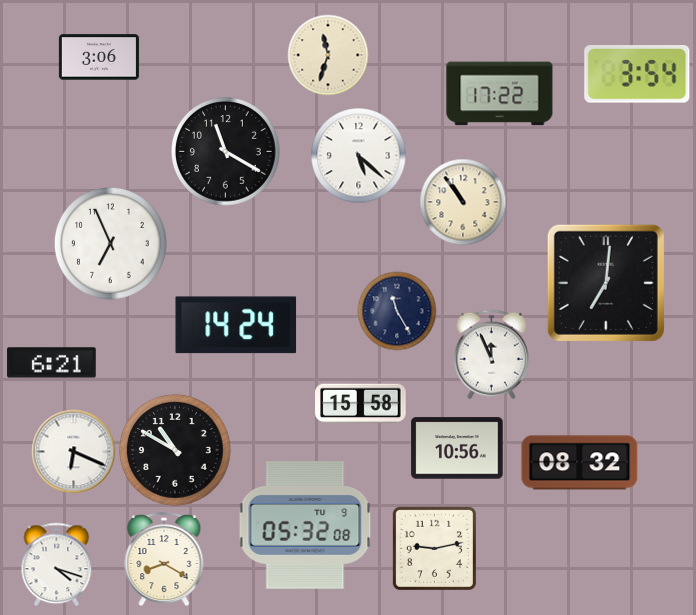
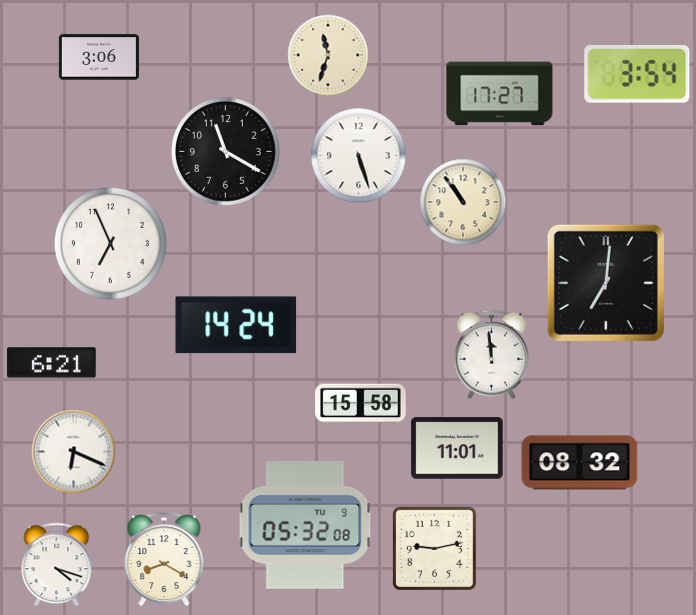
clock at (500, 94): 17:22 -> 17:27
clock at (358, 155): 5:22 -> 5:27
clock at (397, 311): 11:25 -> none
clock at (491, 354): 11:56 -> 11:59
clock at (457, 448): 10:56 -> 11:01
clock at (175, 450): 10:50 -> none
